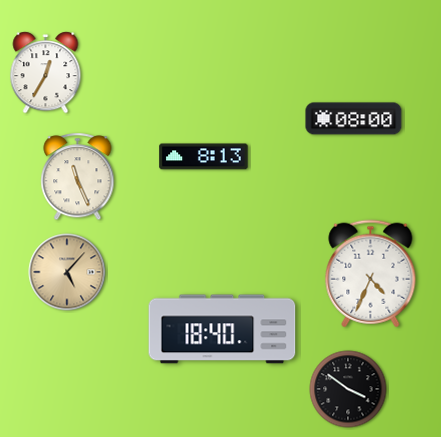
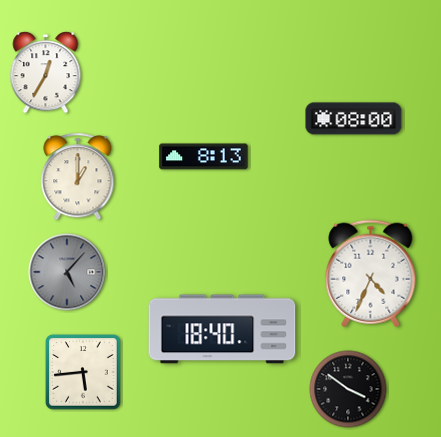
clock at (78, 177): 11:26 -> 1:00
clock at (67, 272) dial: champagne -> grey
clock at (83, 372): none -> 5:44
